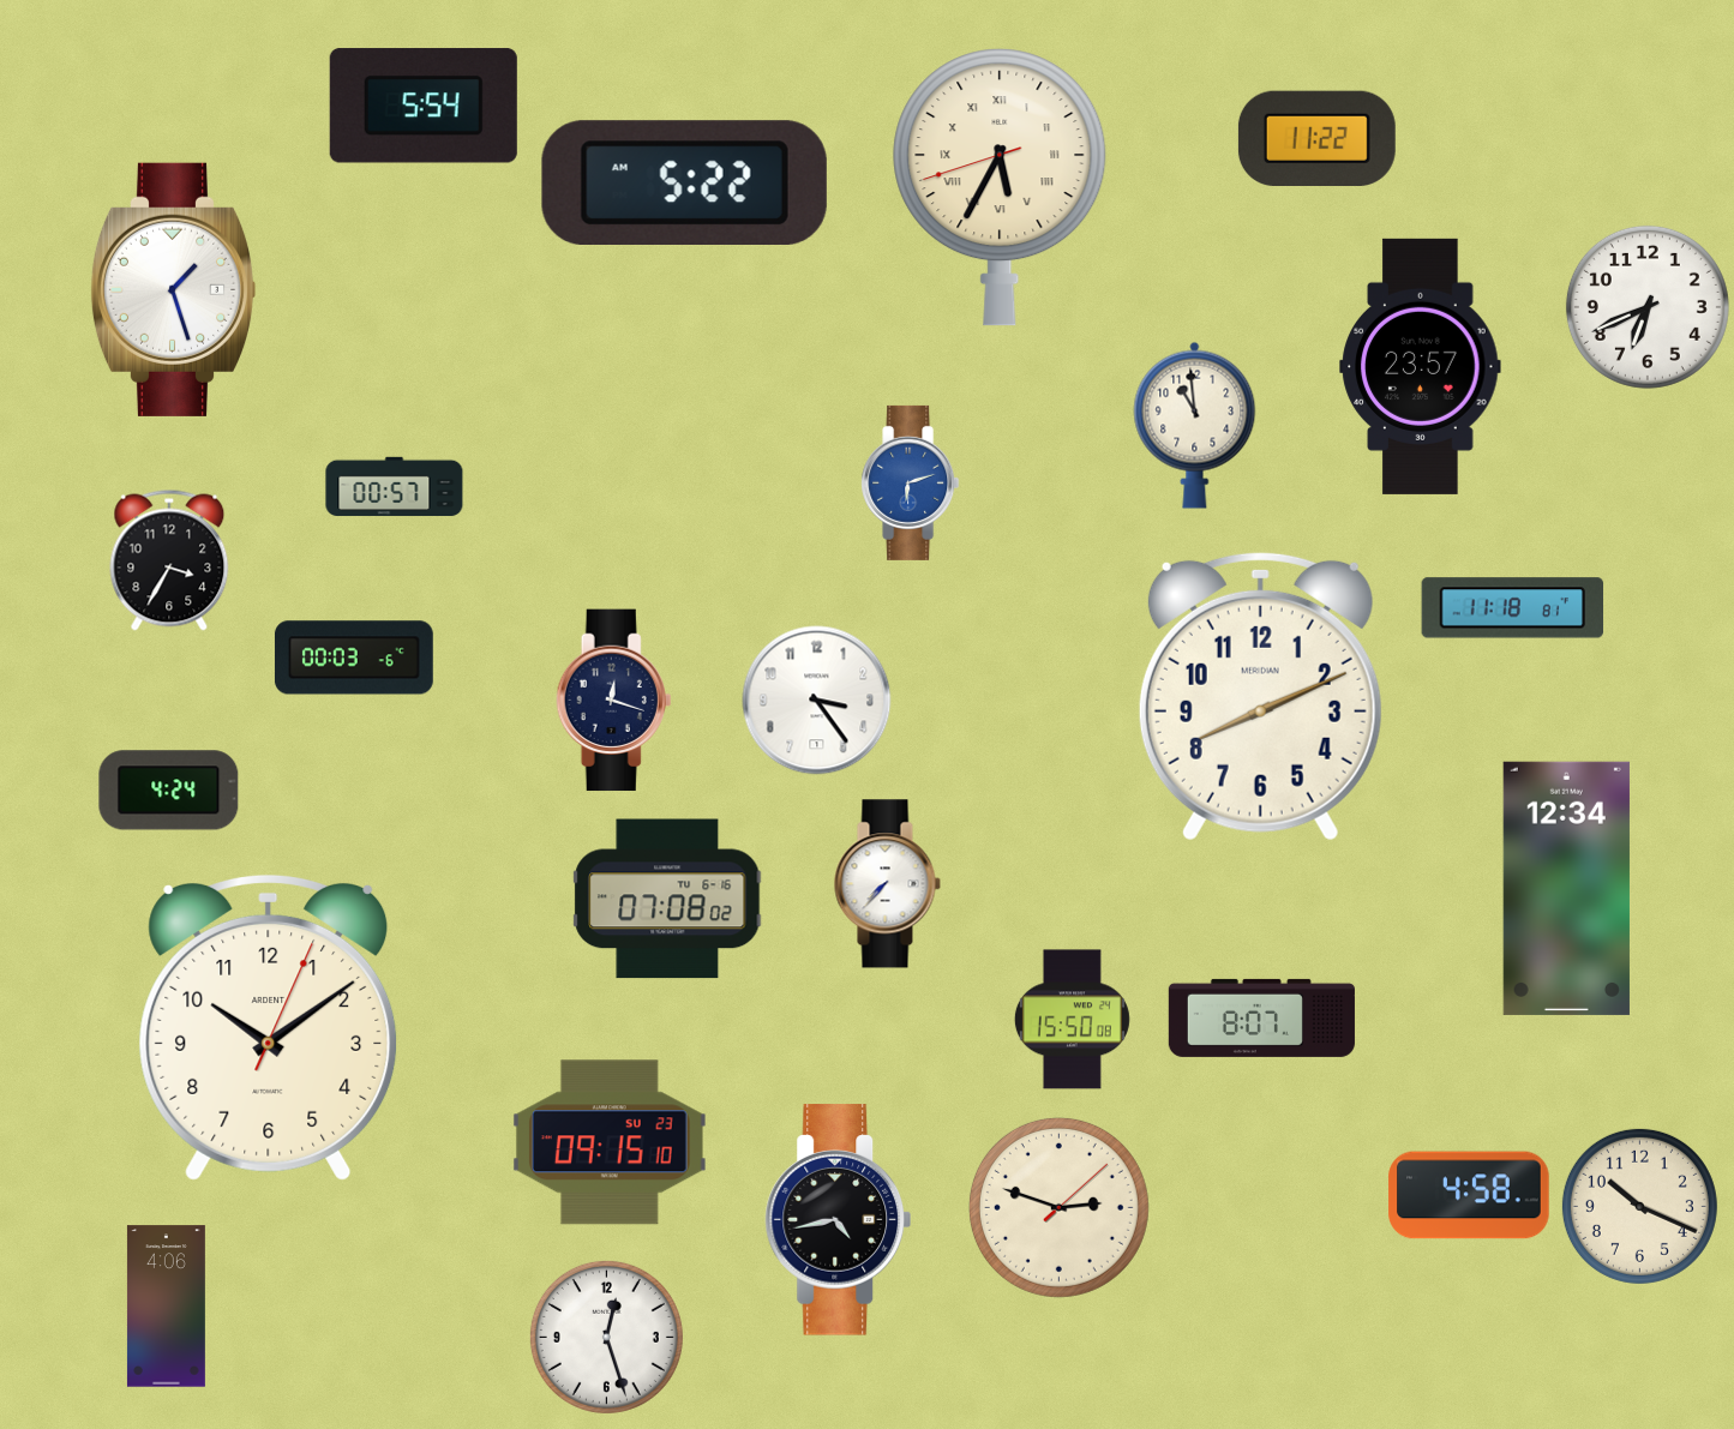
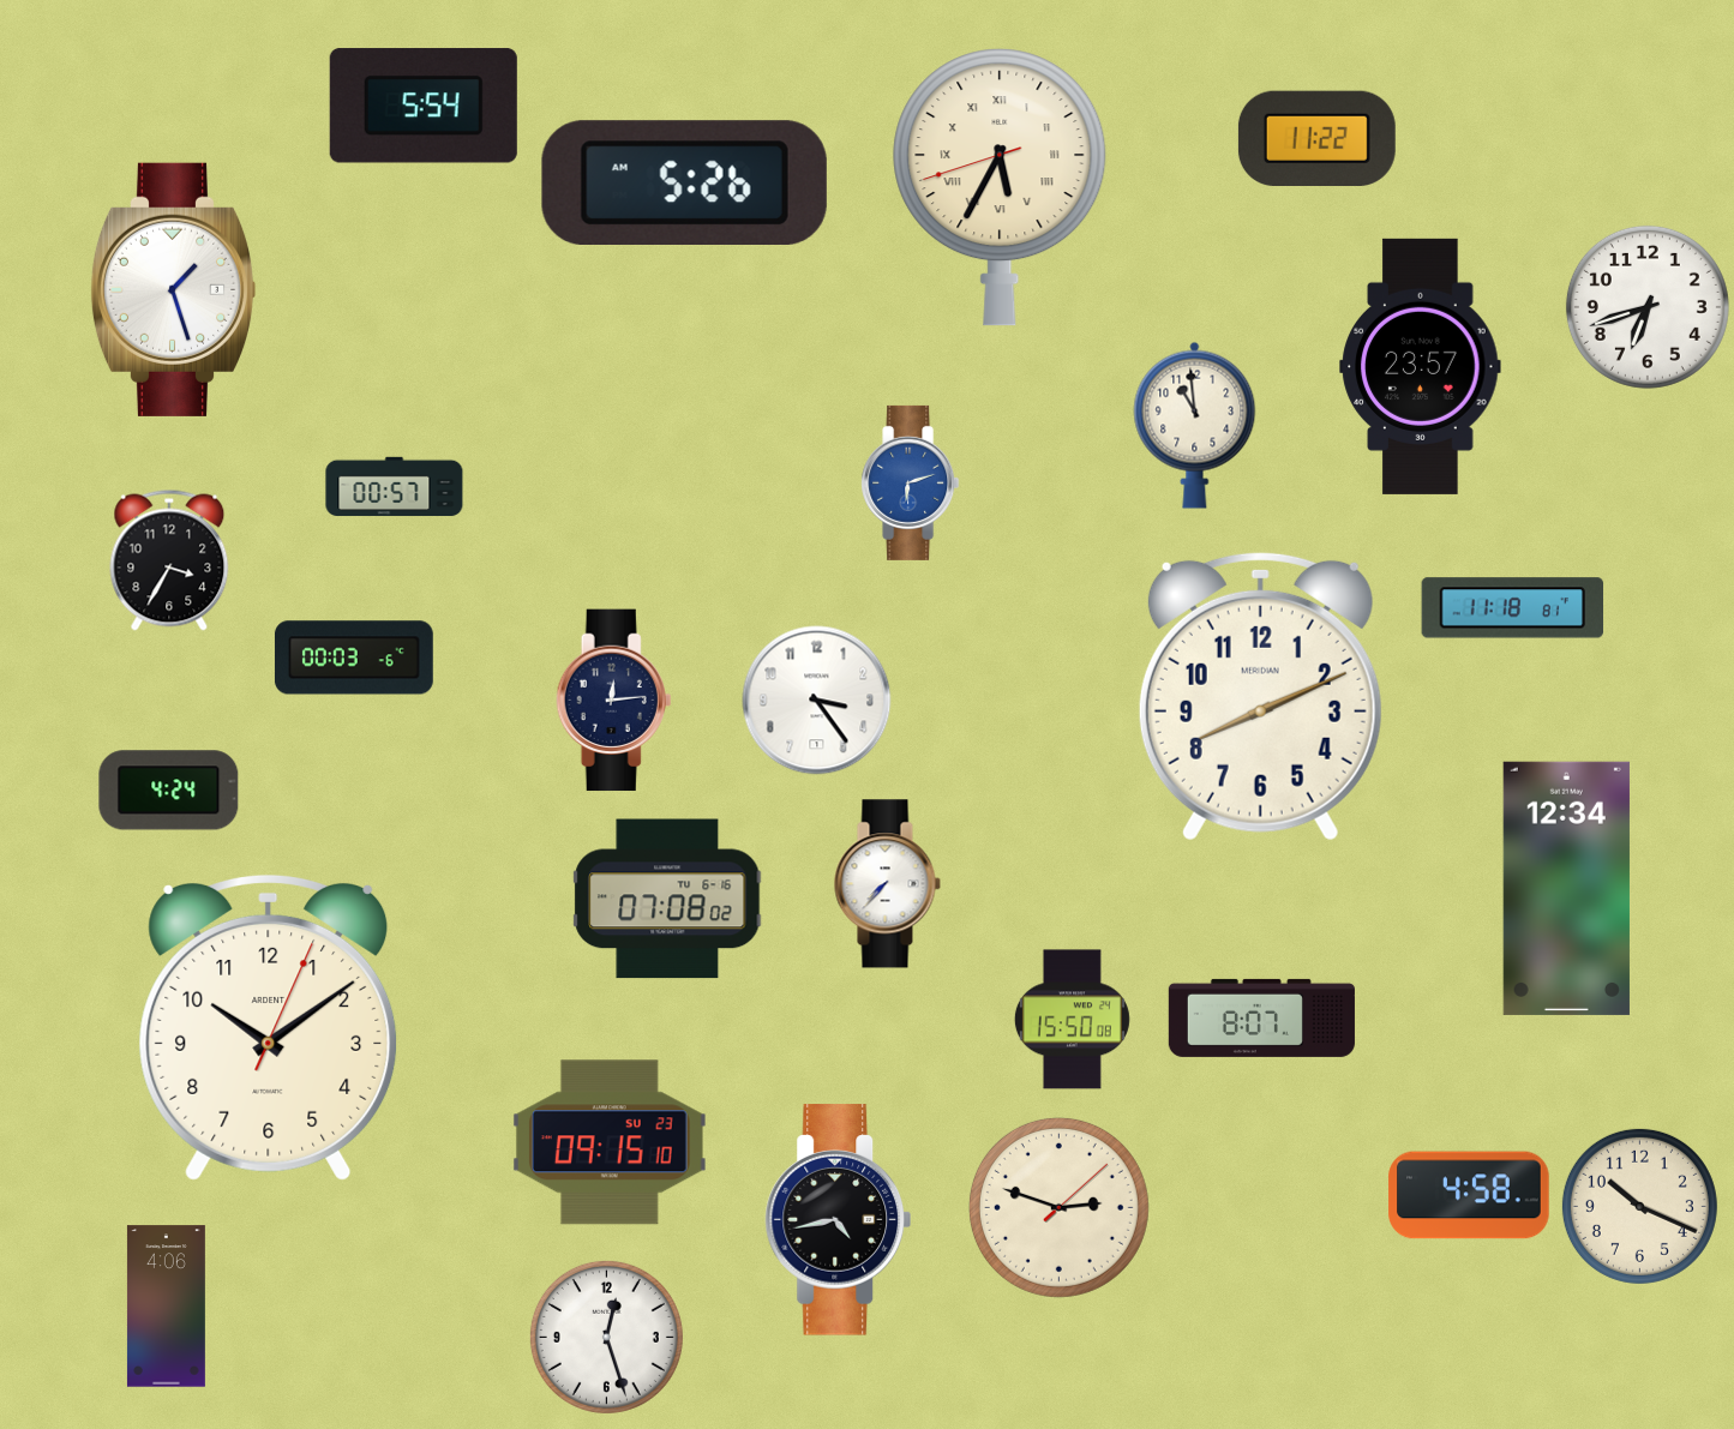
clock at (684, 182): 5:22 -> 5:26
clock at (1648, 307): 6:41 -> 6:42
clock at (614, 701): 12:18 -> 12:14
